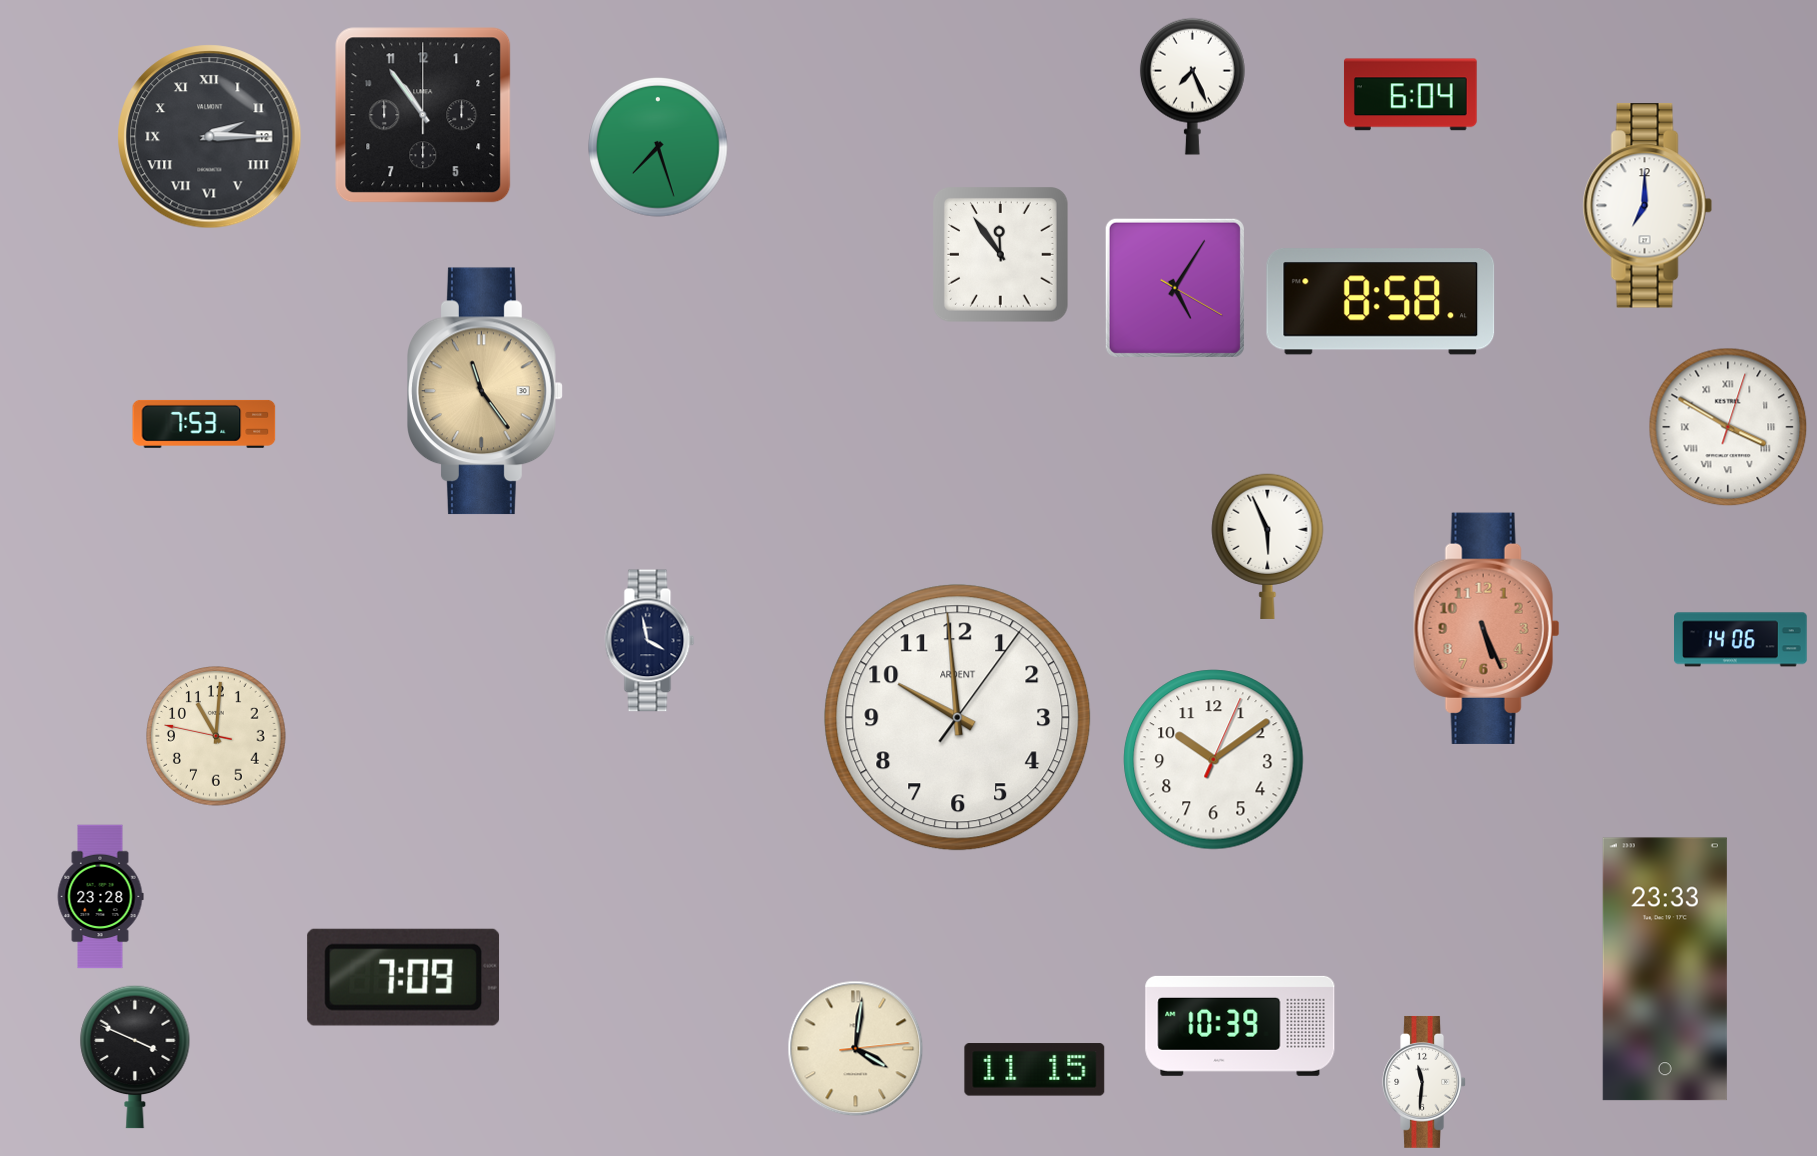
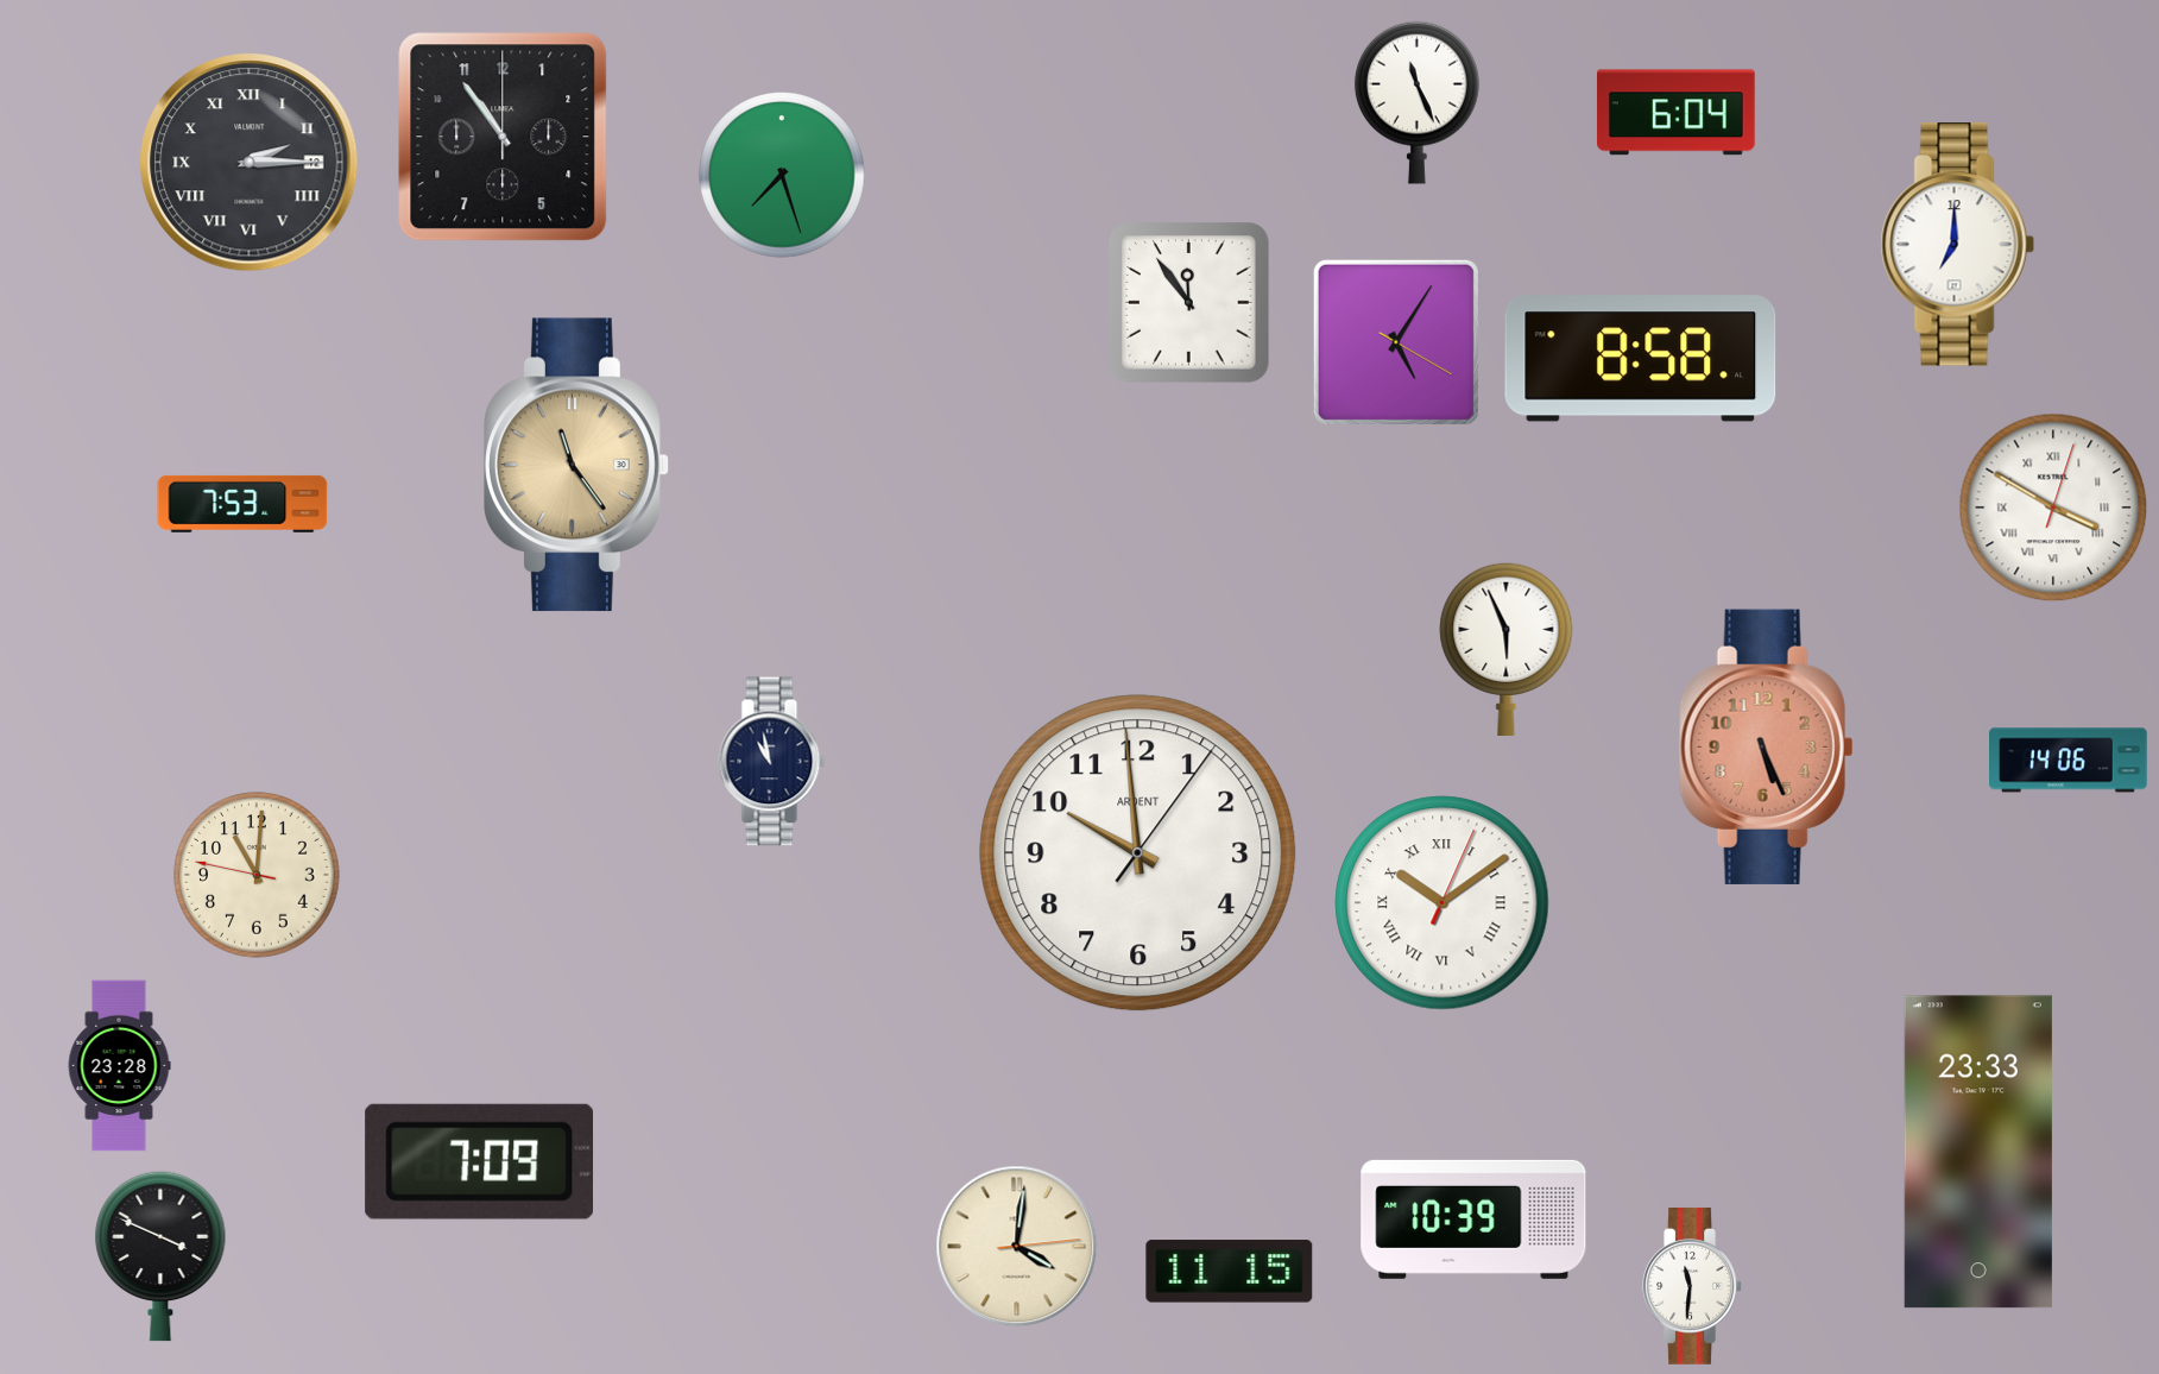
clock at (1192, 86): 7:26 -> 11:26
clock at (650, 641): 3:58 -> 10:58
clock at (1214, 760) numerals: Arabic -> Roman
